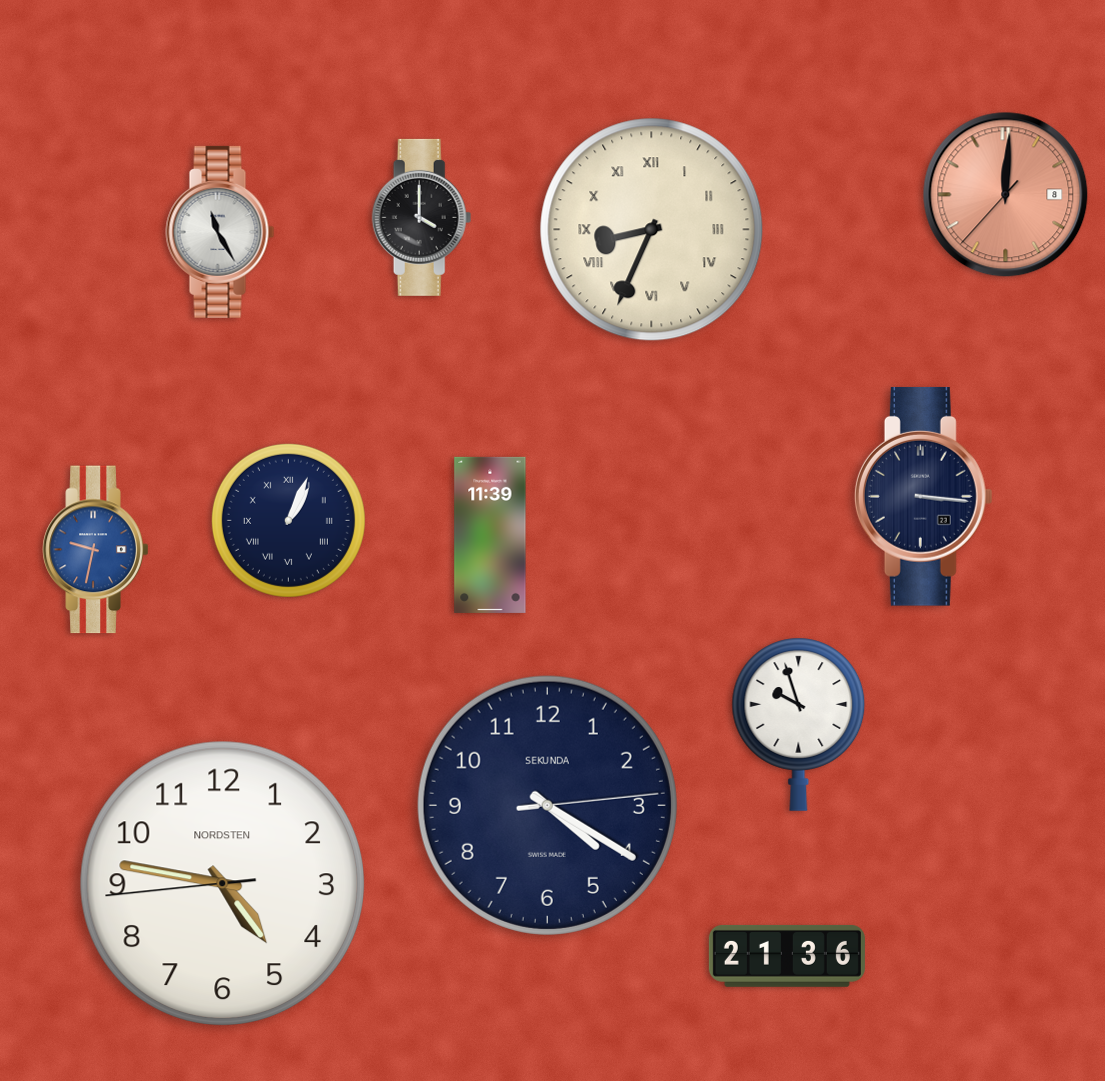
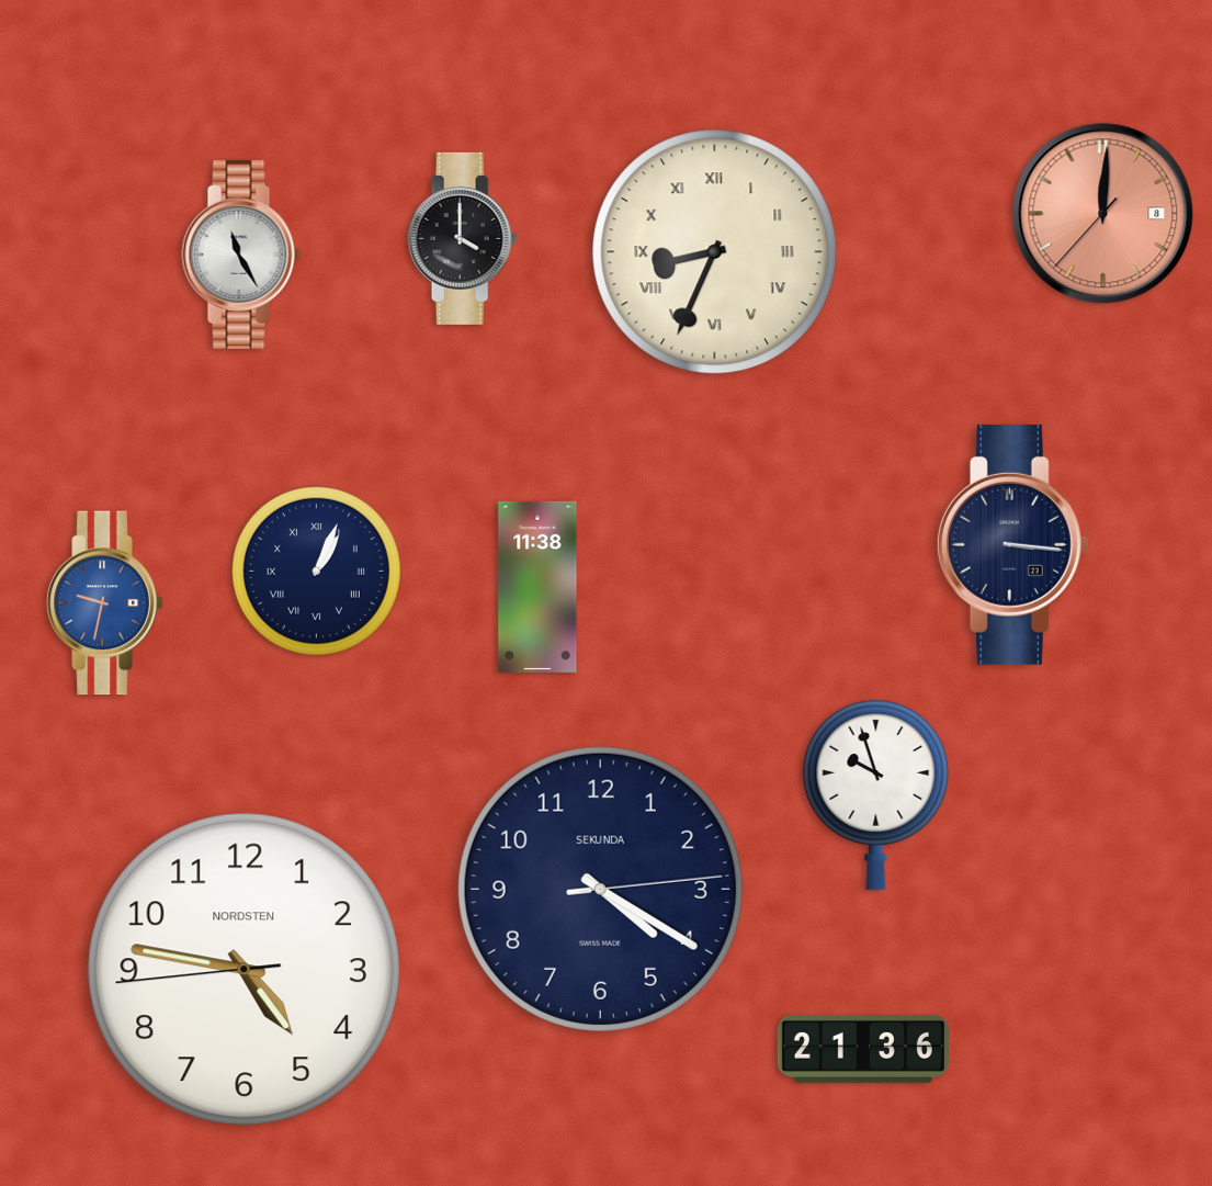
clock at (490, 535): 11:39 -> 11:38
clock at (547, 805) position: (547, 805) -> (600, 889)
